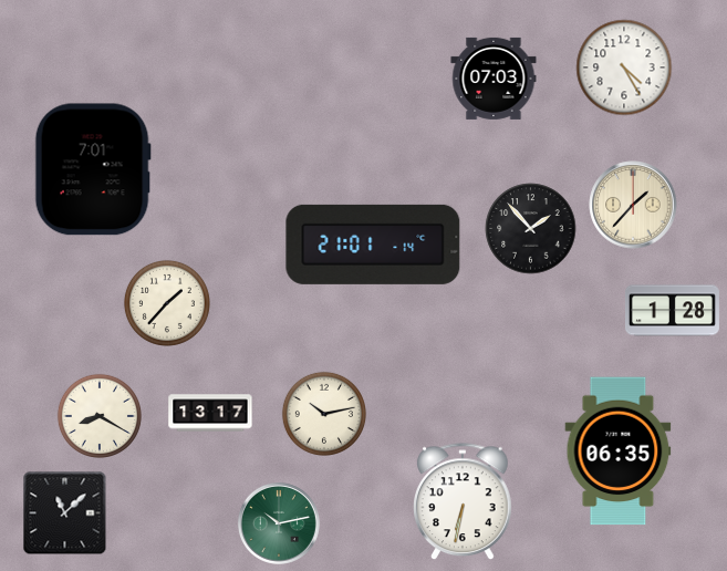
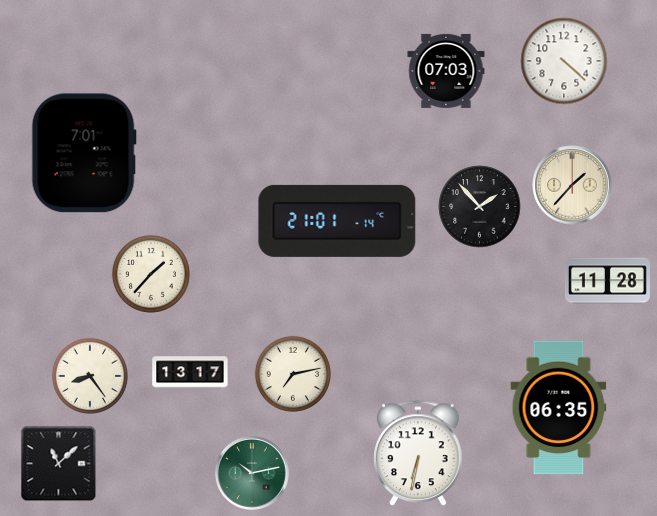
clock at (624, 68): 4:25 -> 4:22
clock at (672, 311): 1:28 -> 11:28
clock at (324, 414): 10:13 -> 7:13
clock at (100, 416): 8:20 -> 8:24
